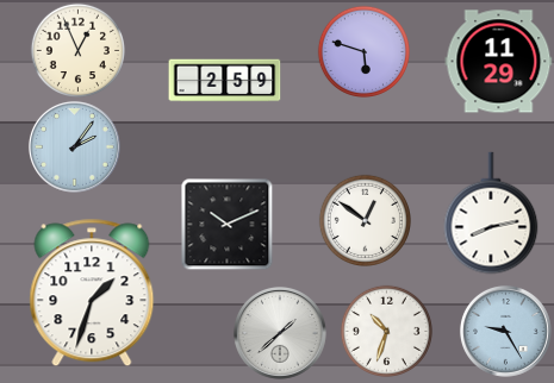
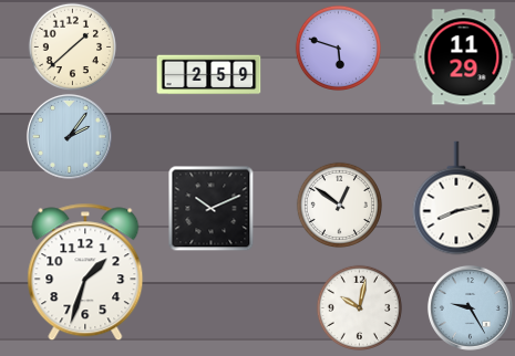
clock at (77, 50): 12:56 -> 1:38
clock at (386, 331): 10:33 -> 10:02
clock at (280, 333): 1:38 -> none
